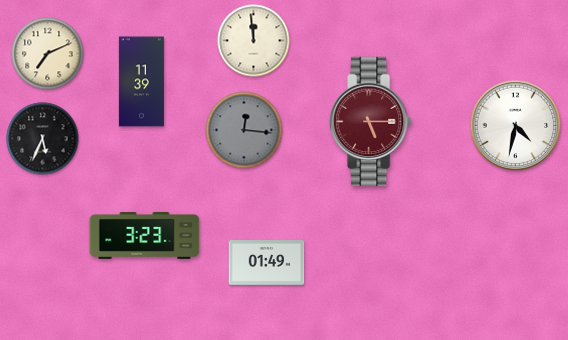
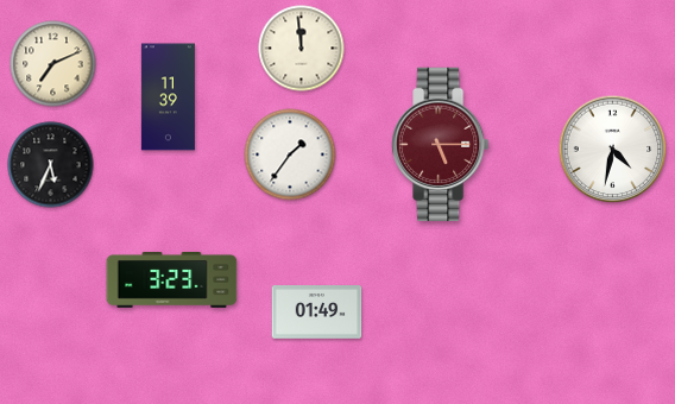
clock at (48, 54) position: (48, 54) -> (53, 64)
clock at (244, 130): 12:16 -> 1:36
clock at (244, 130) dial: grey -> white
